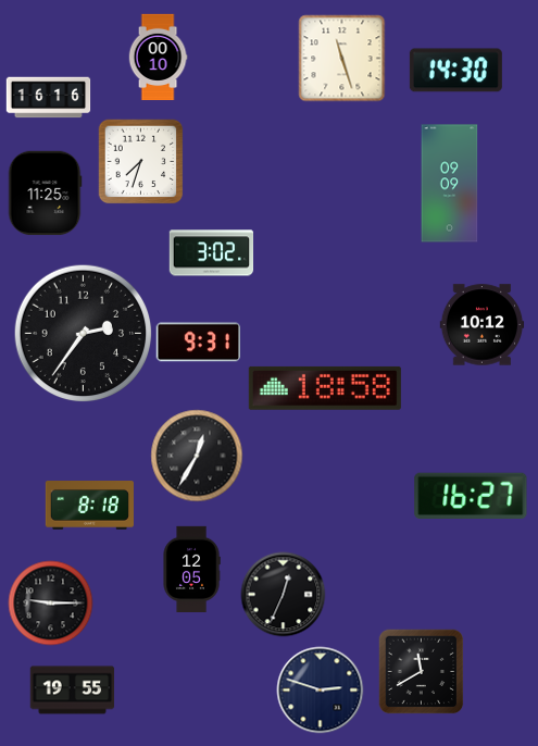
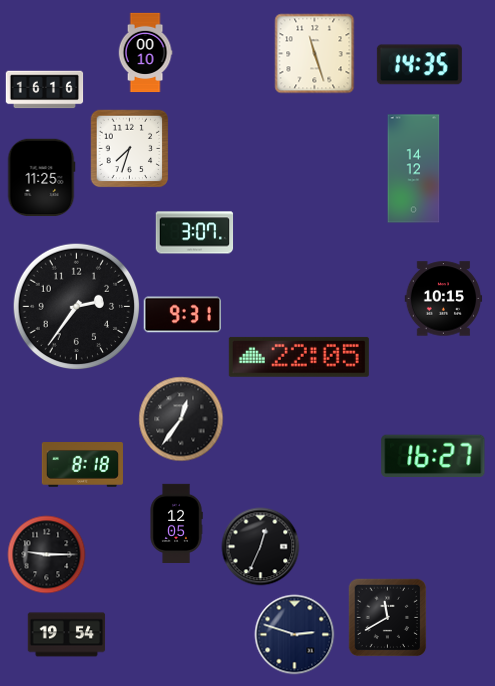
clock at (455, 71): 14:30 -> 14:35
clock at (450, 184): 09:09 -> 14:12
clock at (211, 253): 3:02 -> 3:07
clock at (481, 325): 10:12 -> 10:15
clock at (325, 388): 18:58 -> 22:05
clock at (197, 456): 12:35 -> 12:36
clock at (72, 691): 19:55 -> 19:54
